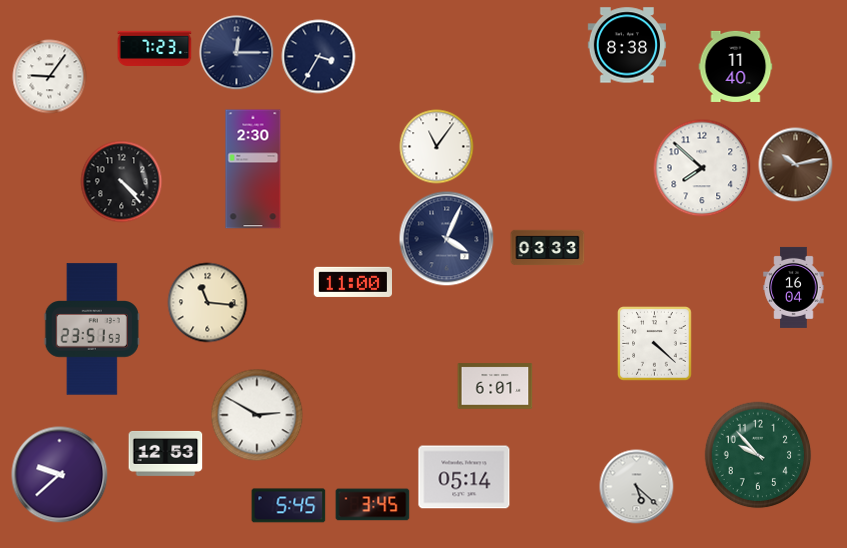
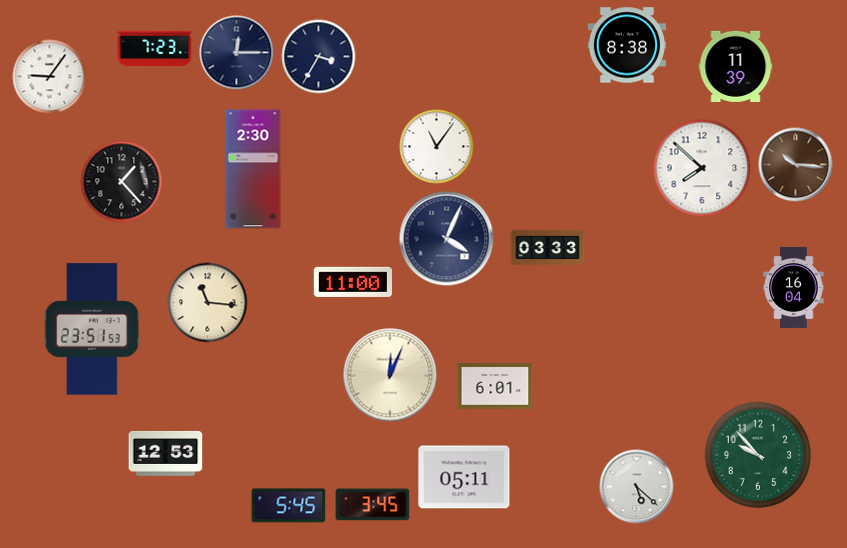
clock at (736, 66): 11:40 -> 11:39
clock at (796, 165): 10:13 -> 10:16
clock at (122, 182): 4:23 -> 1:23
clock at (655, 344): 4:22 -> none
clock at (390, 375): none -> 12:04
clock at (257, 415): 2:50 -> none
clock at (60, 475): 9:38 -> none
clock at (464, 477): 05:14 -> 05:11
